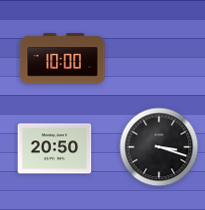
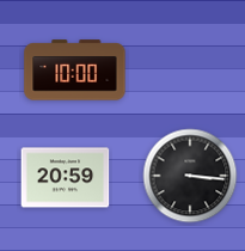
clock at (159, 147): 3:18 -> 3:16
clock at (55, 149): 20:50 -> 20:59
